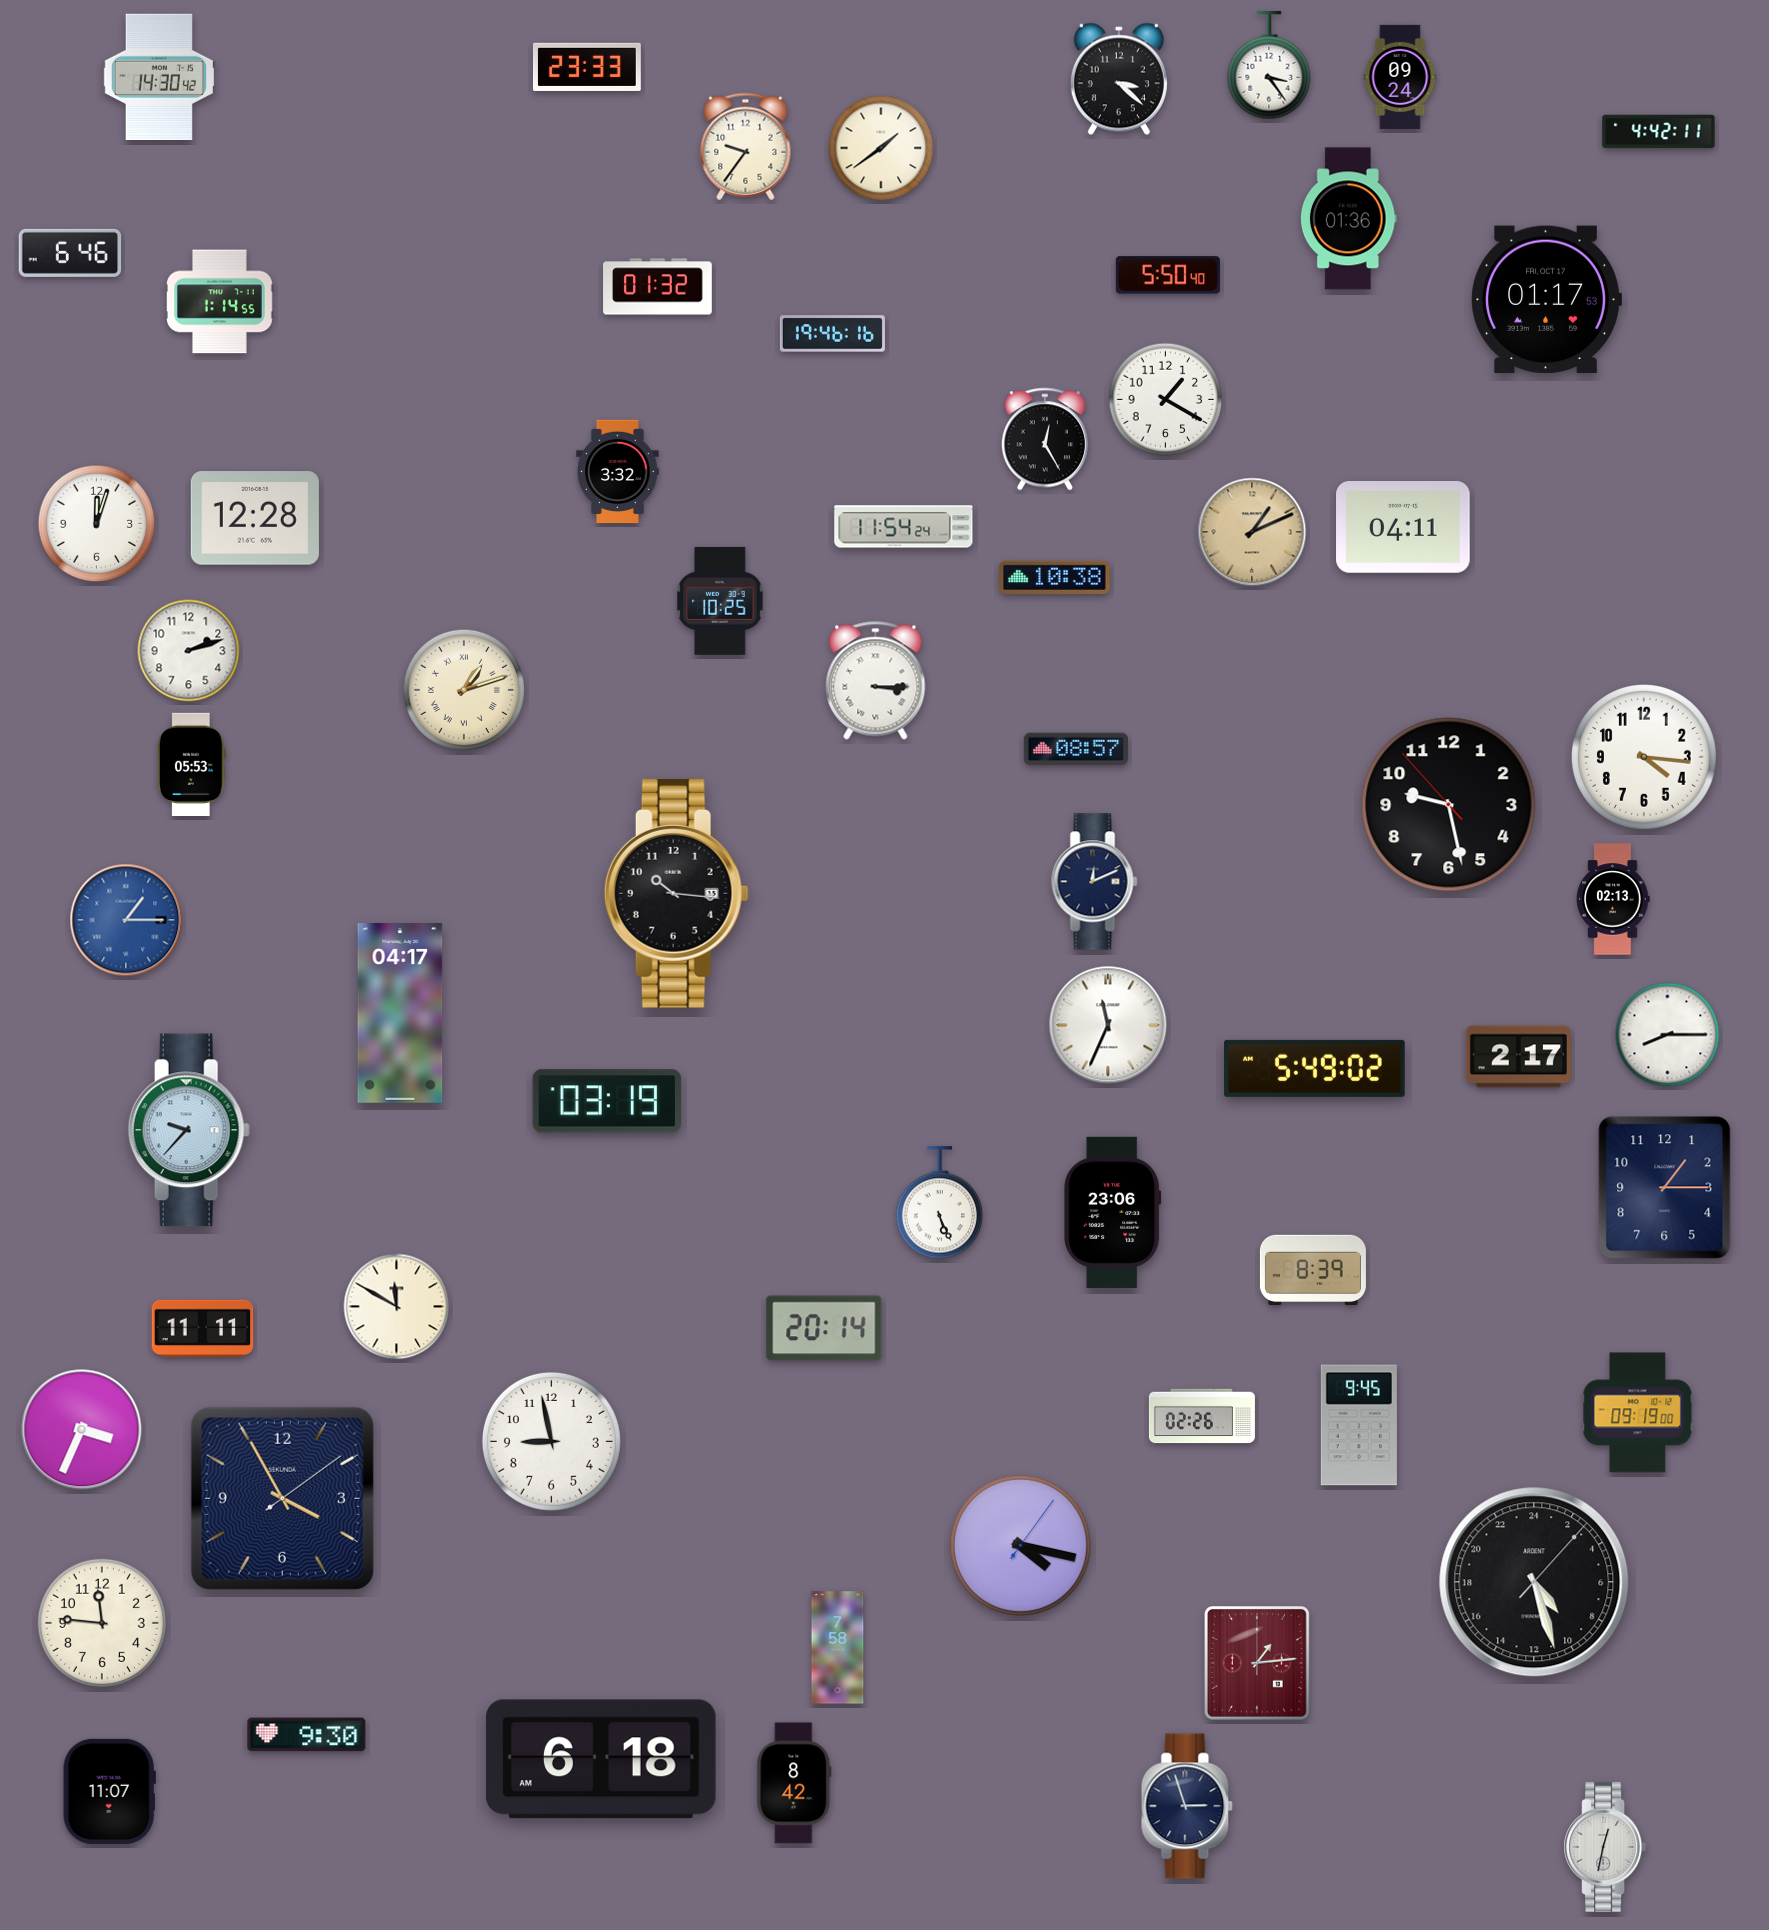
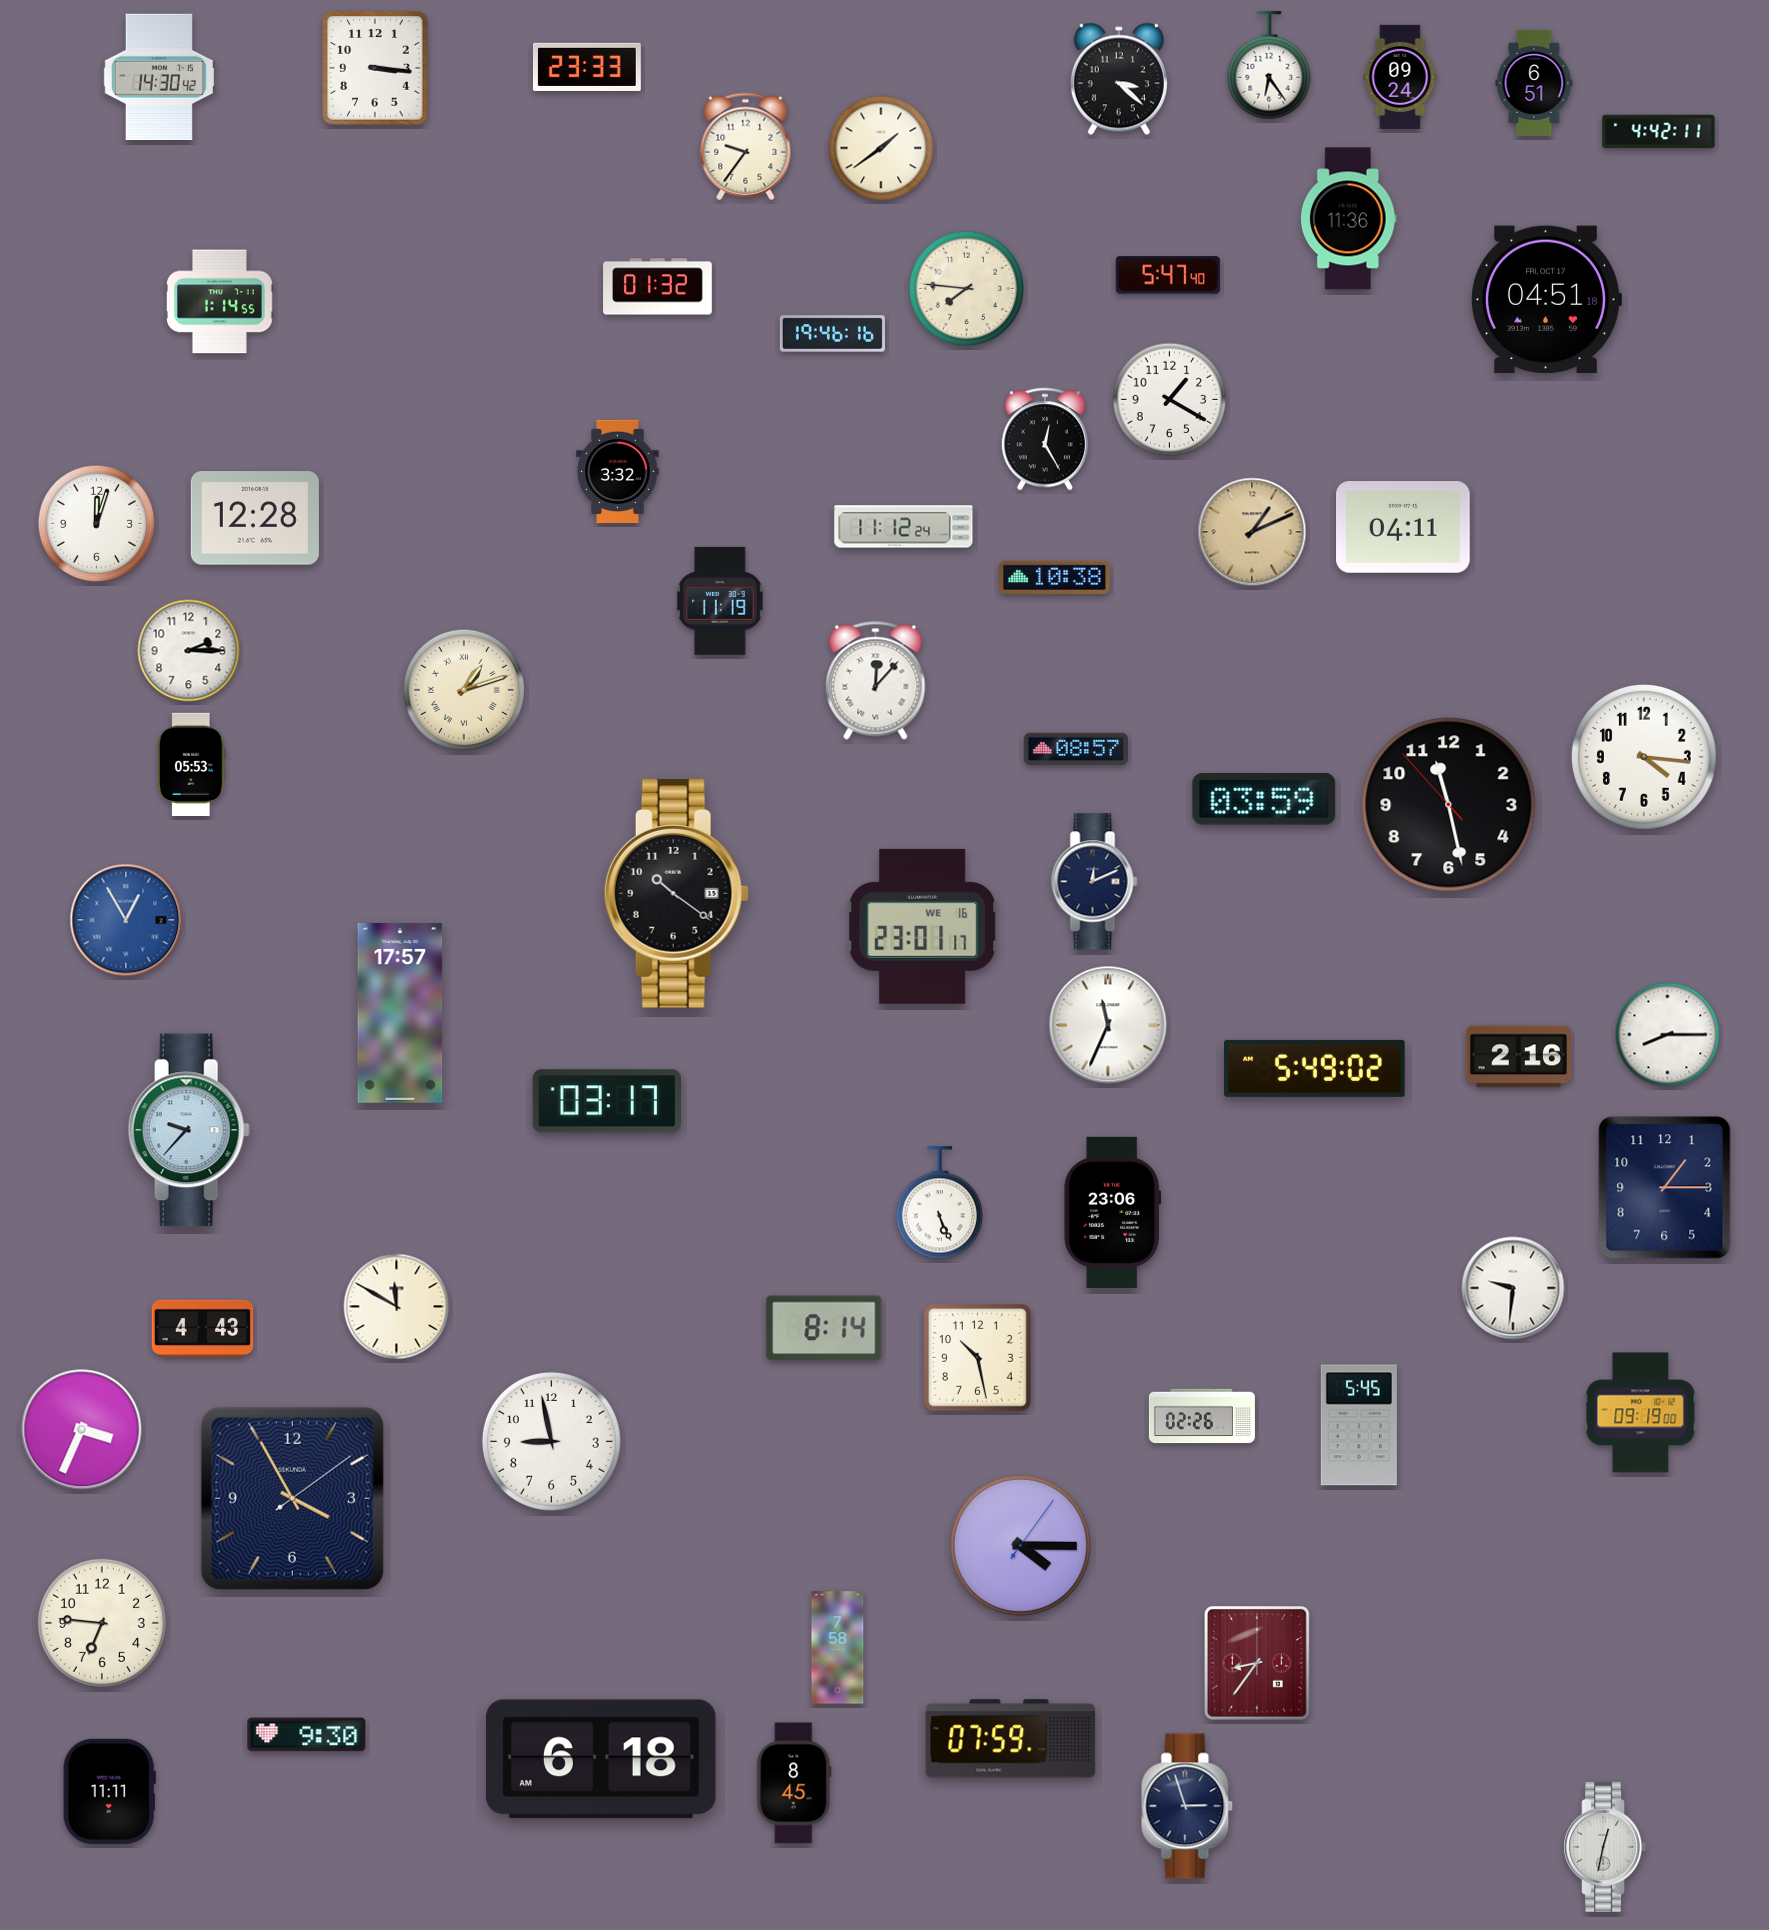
clock at (1269, 65): 3:24 -> 6:24
clock at (375, 68): none -> 3:16
clock at (1534, 83): none -> 6:51
clock at (1348, 219): 01:36 -> 11:36
clock at (70, 253): 6:46 -> none
clock at (1168, 275): 5:50 -> 5:47
clock at (967, 289): none -> 7:46
clock at (1546, 300): 01:17 -> 04:51
clock at (1166, 400) position: (1166, 400) -> (1170, 400)
clock at (904, 527): 11:54 -> 11:12
clock at (720, 601): 10:25 -> 11:19
clock at (189, 651): 2:12 -> 2:15
clock at (876, 681): 3:15 -> 12:07
clock at (1264, 799): none -> 03:59
clock at (1449, 805): 9:27 -> 11:27
clock at (676, 894): 10:16 -> 10:21
clock at (1613, 899): 02:13 -> none
clock at (126, 920): 1:15 -> 12:55
clock at (923, 926): none -> 23:01
clock at (400, 1014): 04:17 -> 17:57
clock at (1518, 1057): 2:17 -> 2:16
clock at (607, 1101): 03:19 -> 03:17
clock at (1313, 1270): 8:39 -> none
clock at (1513, 1288): none -> 9:31
clock at (203, 1328): 11:11 -> 4:43
clock at (824, 1328): 20:14 -> 8:14
clock at (978, 1358): none -> 10:28
clock at (1638, 1413) position: (1638, 1413) -> (1641, 1413)
clock at (1359, 1425): 9:45 -> 5:45
clock at (282, 1498) position: (282, 1498) -> (292, 1498)
clock at (1020, 1545): 4:17 -> 4:15
clock at (1534, 1582): 9:27 -> none
clock at (102, 1623): 11:46 -> 6:46
clock at (1257, 1664): 1:14 -> 8:36
clock at (1011, 1739): none -> 07:59
clock at (794, 1783): 8:42 -> 8:45
clock at (109, 1791): 11:07 -> 11:11
